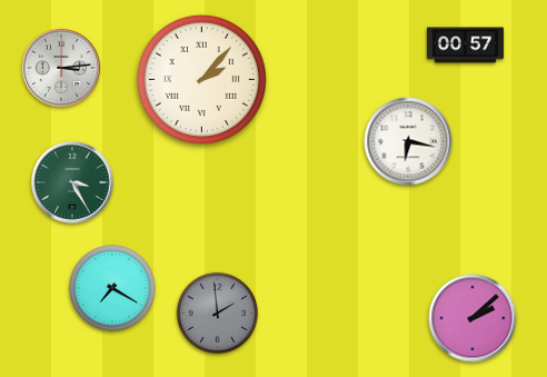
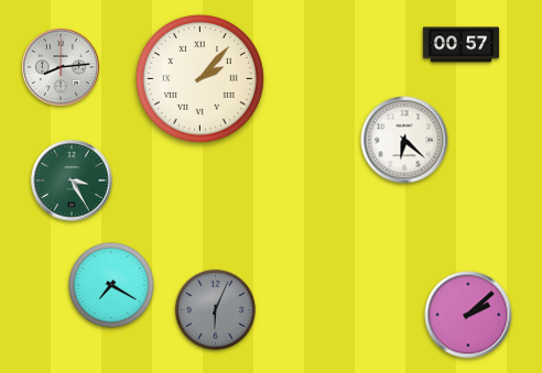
clock at (61, 68): 3:14 -> 8:14
clock at (408, 141): 6:17 -> 6:22
clock at (217, 312): 1:59 -> 6:04
